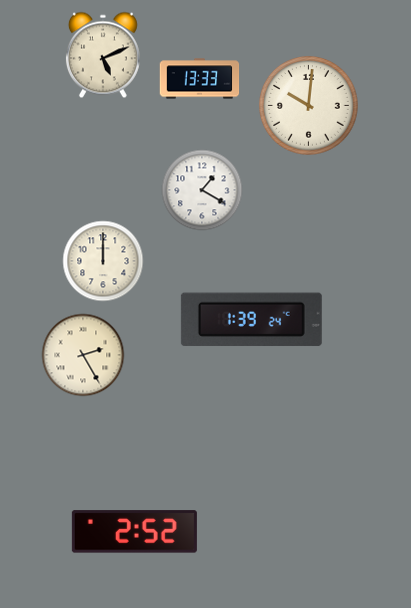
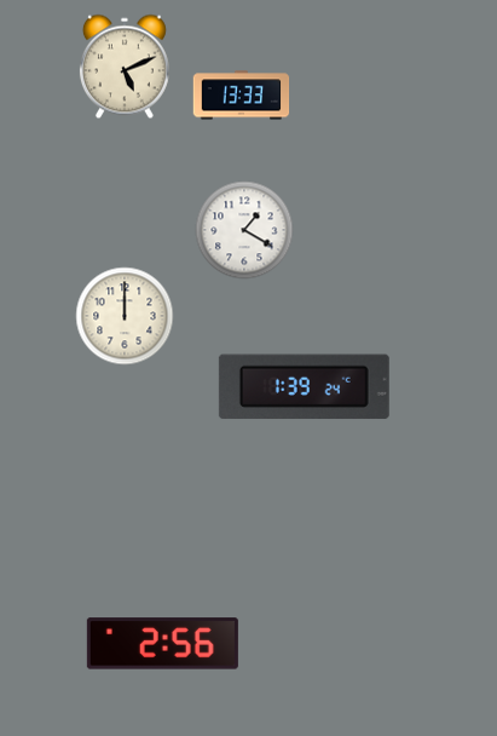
clock at (309, 106): 10:01 -> none
clock at (83, 355): 2:25 -> none
clock at (134, 532): 2:52 -> 2:56
